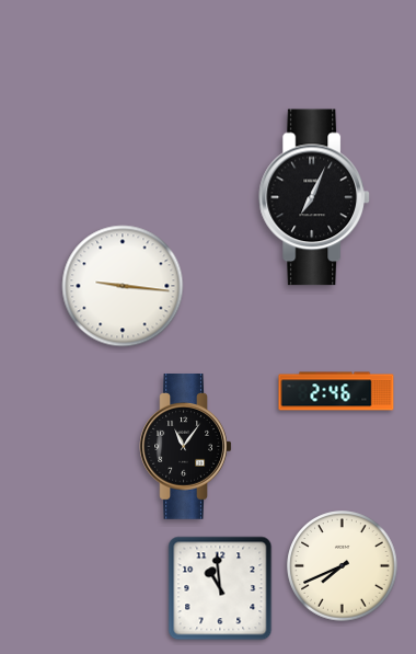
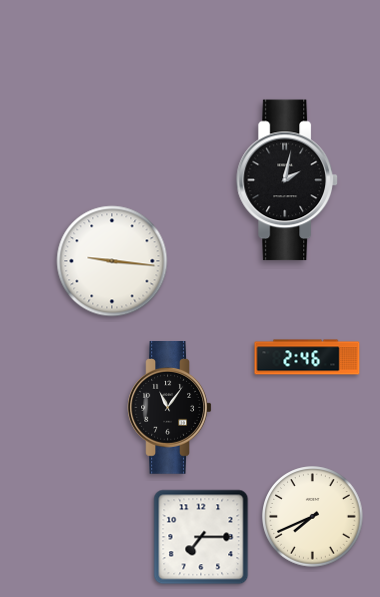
clock at (314, 197): 7:04 -> 2:02
clock at (220, 588): 10:59 -> 7:15
